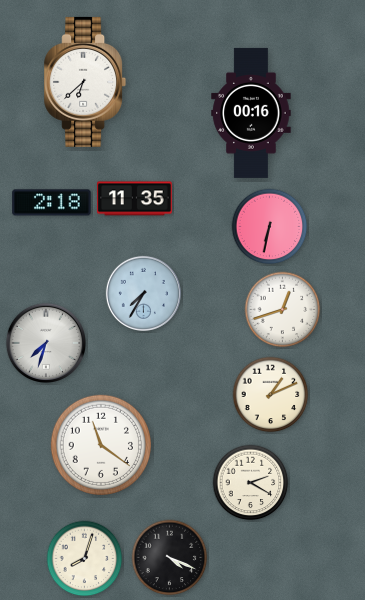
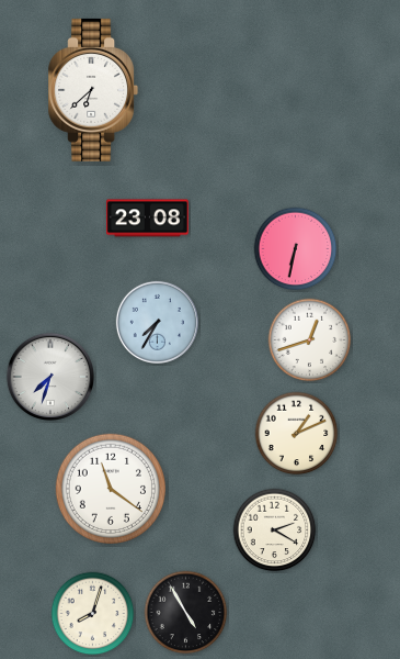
clock at (251, 113): 00:16 -> none
clock at (135, 199): 11:35 -> 23:08
clock at (52, 203): 2:18 -> none
clock at (170, 558): 4:19 -> 4:55
